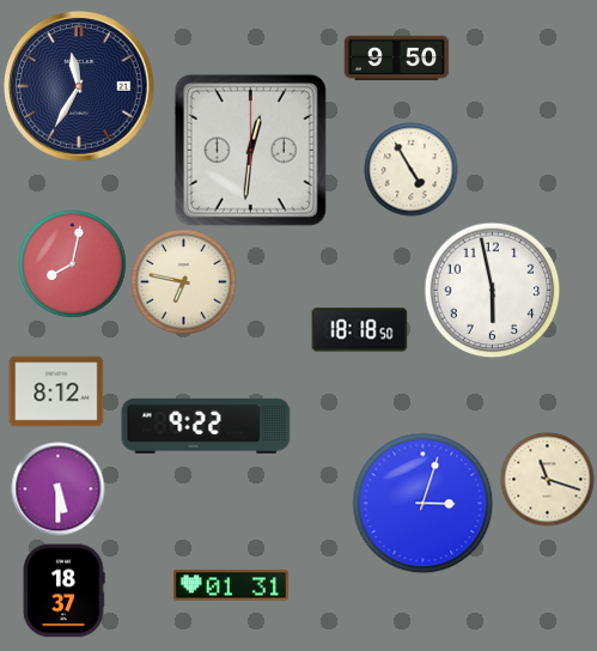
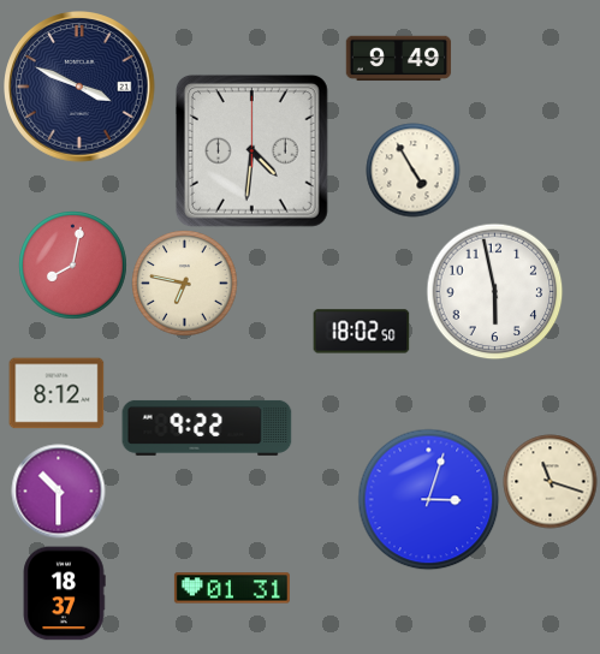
clock at (396, 59): 9:50 -> 9:49
clock at (80, 87): 11:35 -> 3:49
clock at (250, 150): 12:31 -> 4:31
clock at (359, 330): 18:18 -> 18:02
clock at (57, 488): 5:30 -> 10:30
clock at (422, 503) position: (422, 503) -> (428, 499)
